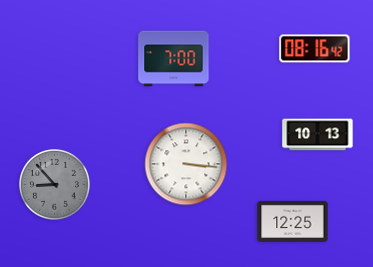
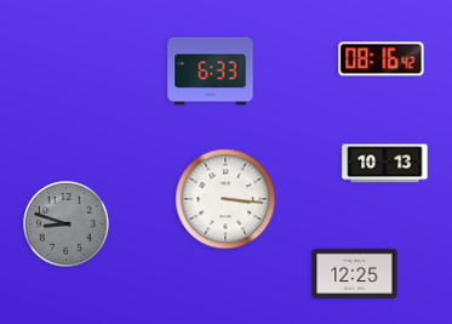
clock at (174, 59): 7:00 -> 6:33
clock at (55, 185): 8:53 -> 8:48
clock at (293, 221) position: (293, 221) -> (355, 273)
